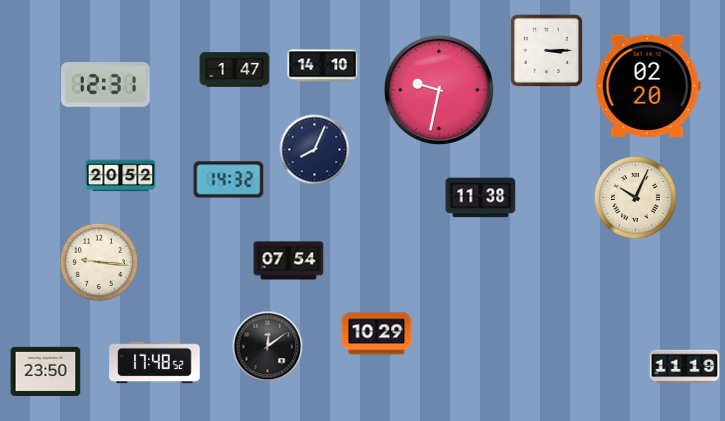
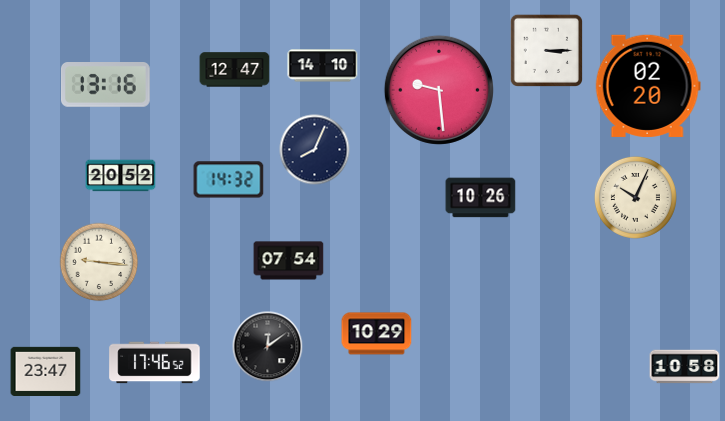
clock at (235, 70): 1:47 -> 12:47
clock at (105, 85): 12:31 -> 13:16
clock at (439, 90): 9:32 -> 9:29
clock at (481, 198): 11:38 -> 10:26
clock at (155, 363): 17:48 -> 17:46
clock at (685, 367): 11:19 -> 10:58
clock at (46, 371): 23:50 -> 23:47
